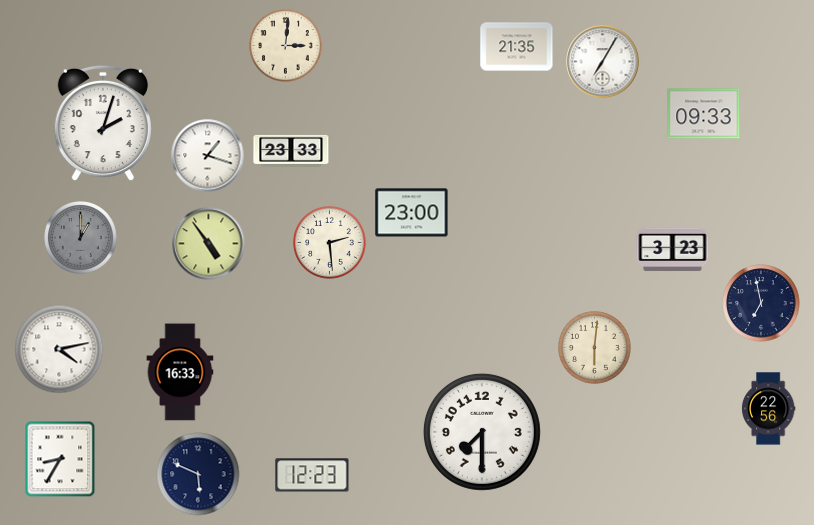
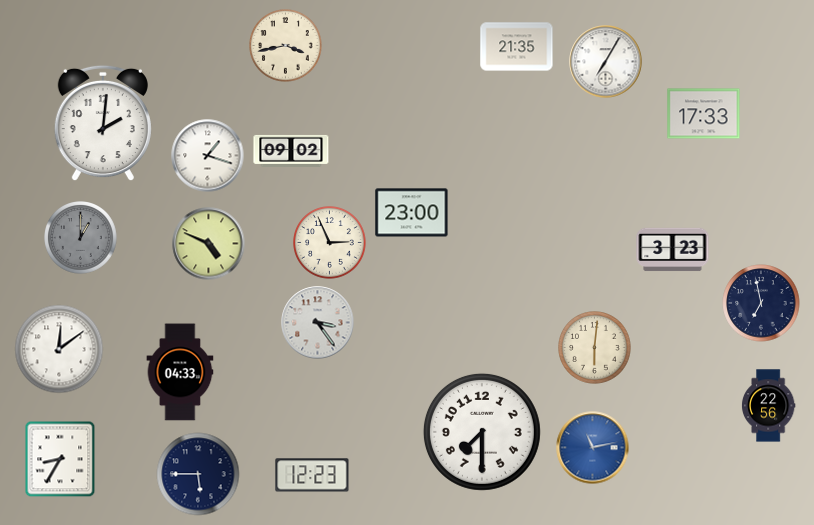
clock at (286, 46): 3:01 -> 3:43
clock at (603, 62) position: (603, 62) -> (606, 62)
clock at (704, 114): 09:33 -> 17:33
clock at (103, 123): 2:03 -> 2:01
clock at (291, 151): 23:33 -> 09:02
clock at (330, 243): 2:29 -> 2:56
clock at (209, 244): 4:54 -> 4:49
clock at (318, 323): none -> 3:24
clock at (59, 349): 4:13 -> 12:09
clock at (180, 372): 16:33 -> 04:33
clock at (768, 409) position: (768, 409) -> (768, 406)
clock at (593, 448): none -> 11:13
clock at (198, 474): 5:49 -> 5:45
